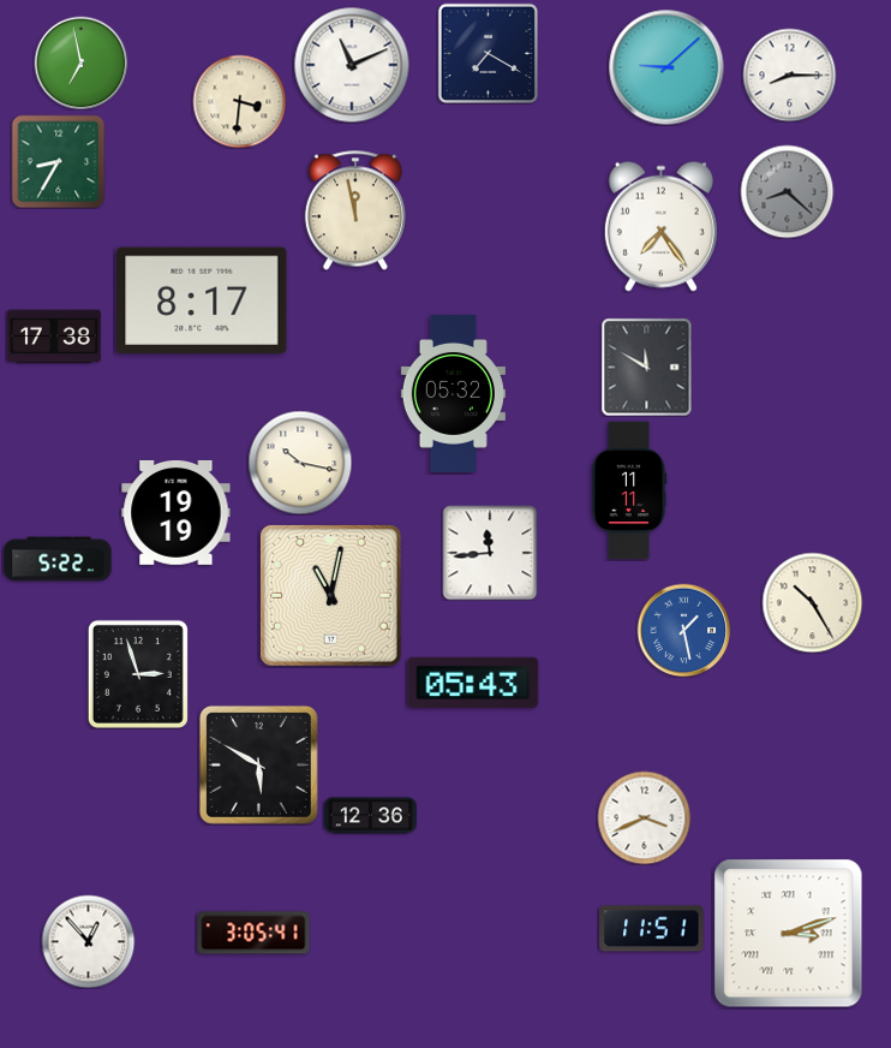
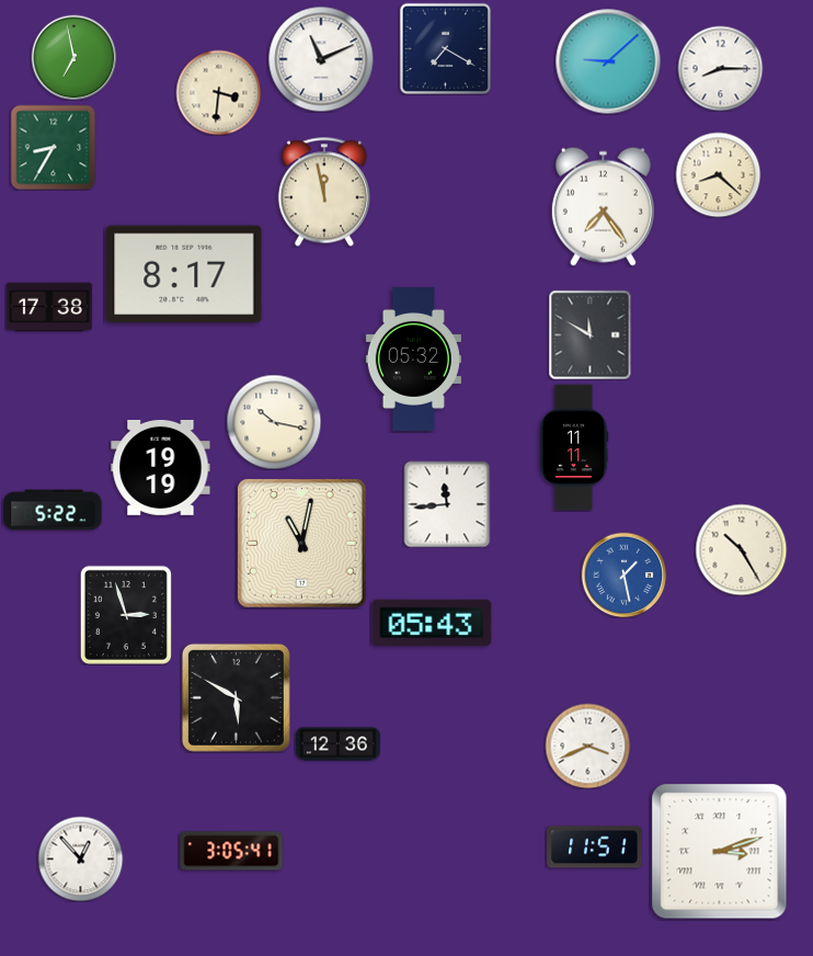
clock at (787, 191) dial: grey -> cream
